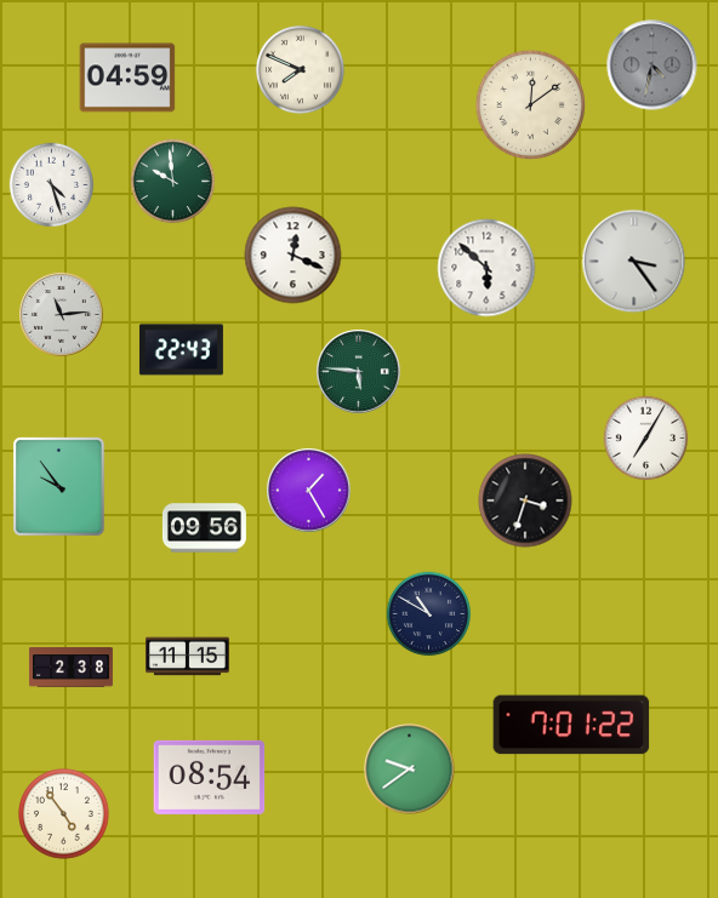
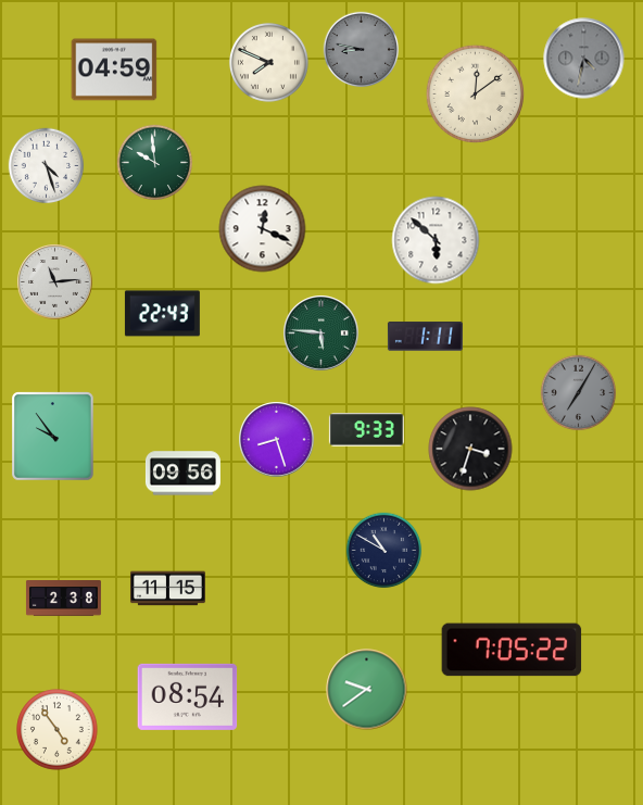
clock at (362, 50): none -> 8:47
clock at (634, 262): 3:24 -> none
clock at (425, 337): none -> 1:11
clock at (646, 439) dial: white -> grey
clock at (366, 430): none -> 9:33
clock at (309, 491): 1:25 -> 8:27
clock at (571, 725): 7:01 -> 7:05
